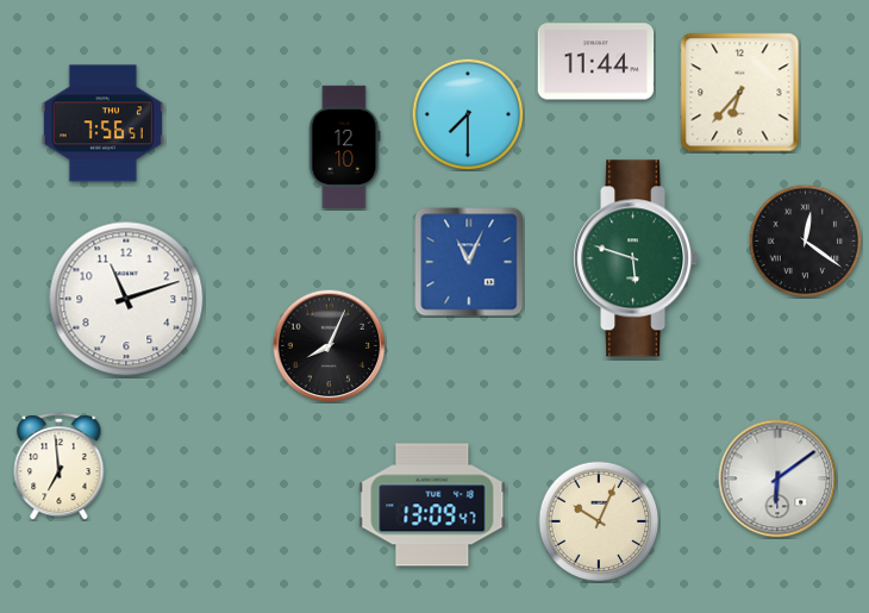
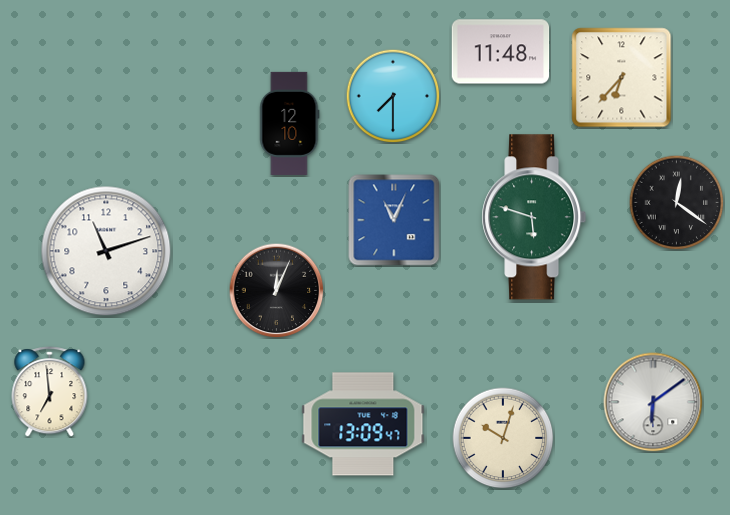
clock at (596, 62): 11:44 -> 11:48
clock at (102, 124): 7:56 -> none
clock at (329, 345): 8:04 -> 12:04
clock at (599, 521): 10:04 -> 10:03
